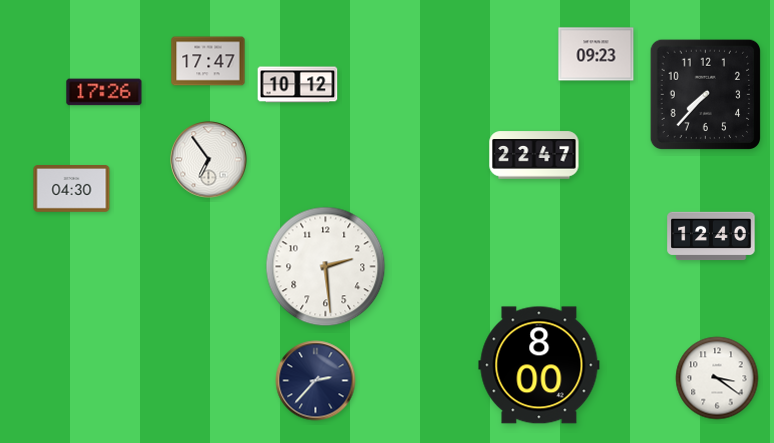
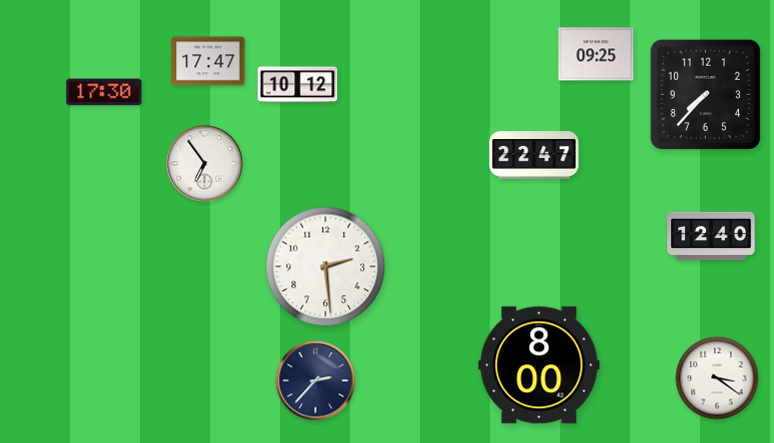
clock at (596, 54): 09:23 -> 09:25
clock at (104, 92): 17:26 -> 17:30
clock at (209, 160) position: (209, 160) -> (205, 164)
clock at (72, 189): 04:30 -> none
